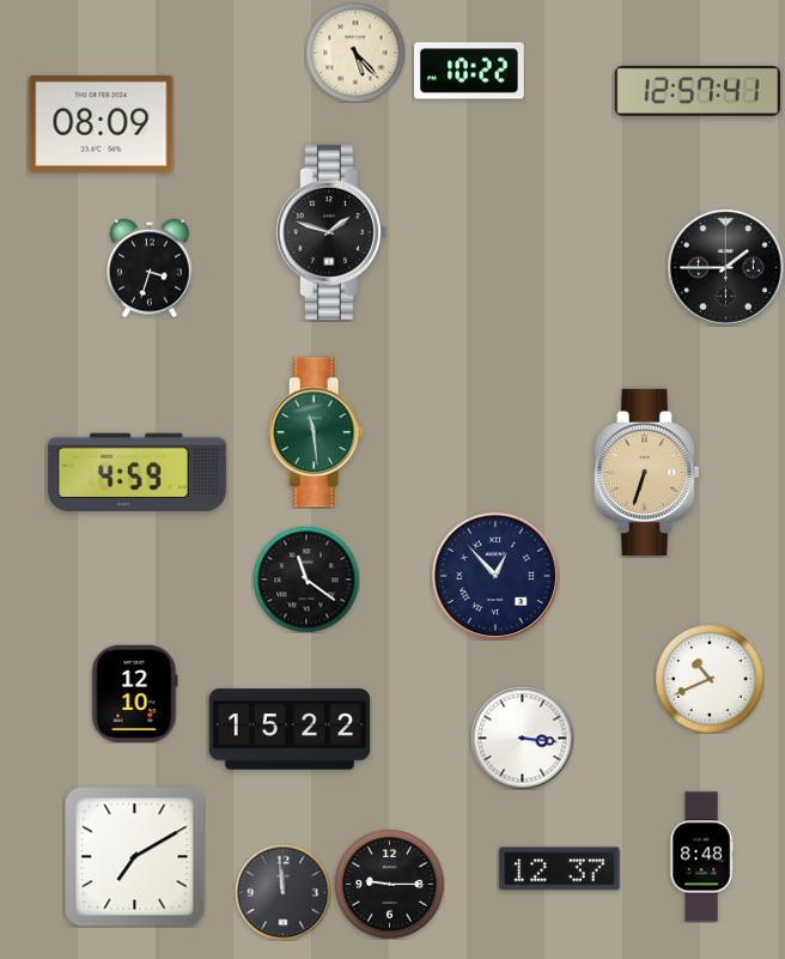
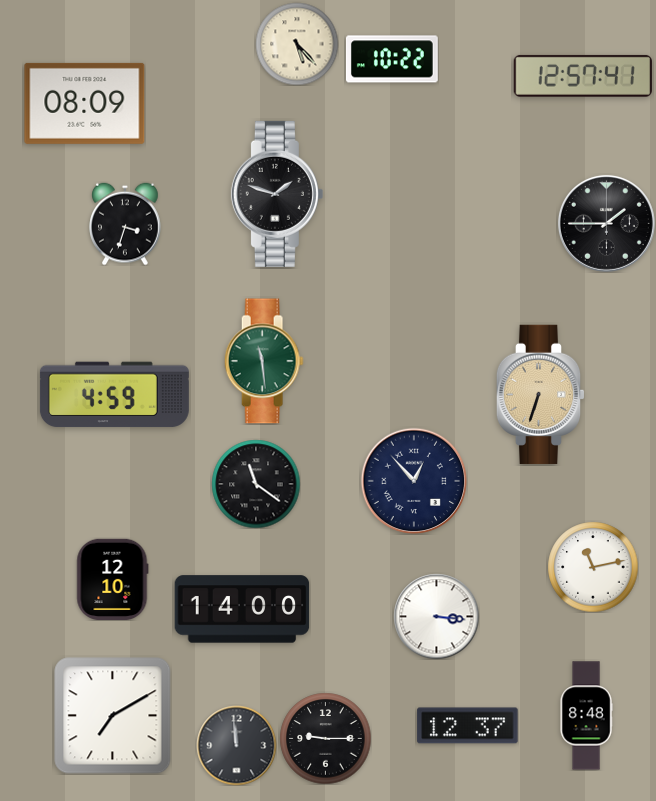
clock at (710, 679): 10:41 -> 11:13
clock at (290, 729): 15:22 -> 14:00
